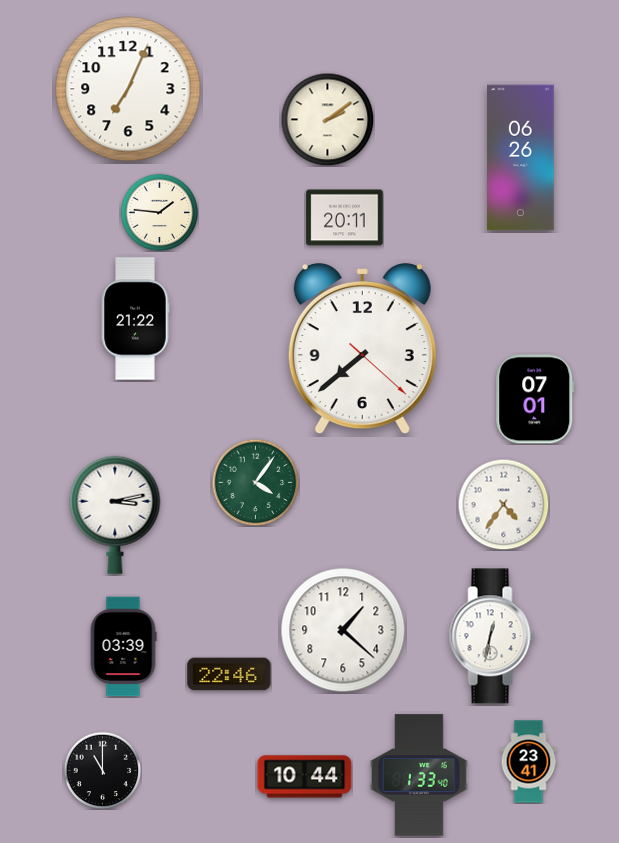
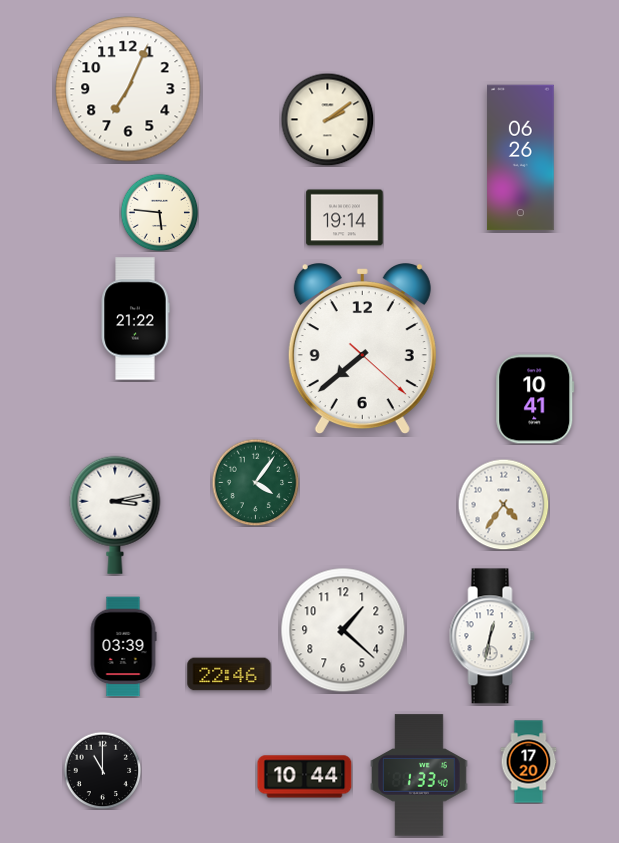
clock at (159, 212): 1:46 -> 5:46
clock at (345, 218): 20:11 -> 19:14
clock at (535, 399): 07:01 -> 10:41
clock at (529, 762): 23:41 -> 17:20
